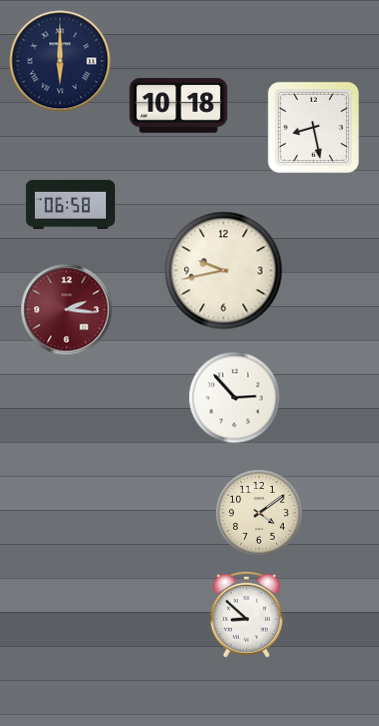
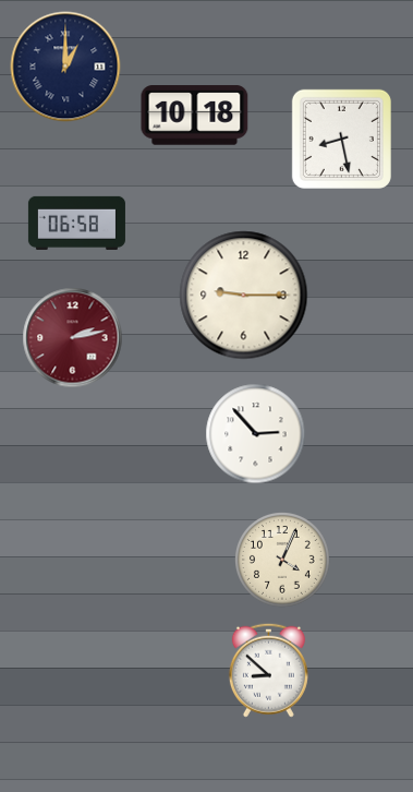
clock at (60, 61): 6:00 -> 1:00
clock at (224, 271): 9:43 -> 9:15
clock at (67, 310): 2:16 -> 2:13
clock at (259, 513): 4:09 -> 4:04
